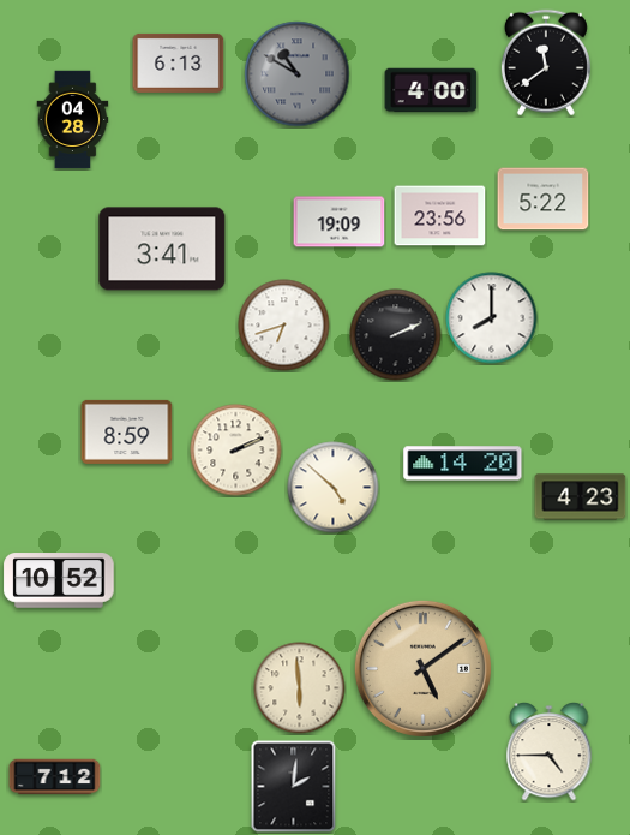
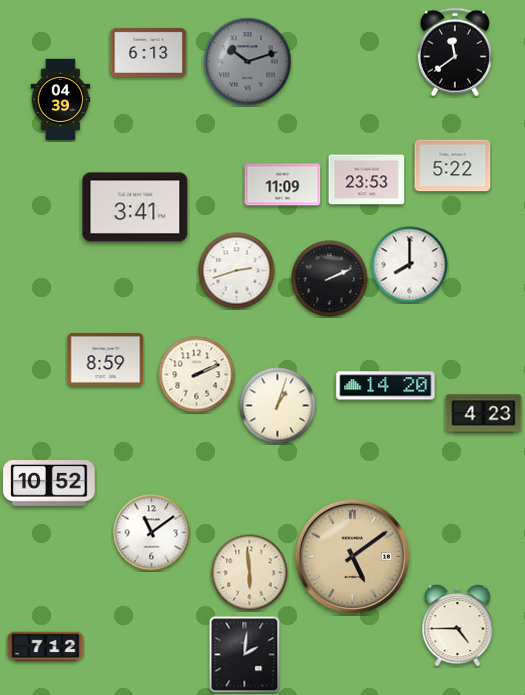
clock at (298, 74): 10:50 -> 10:12
clock at (431, 90): 4:00 -> none
clock at (73, 120): 04:28 -> 04:39
clock at (440, 216): 23:56 -> 23:53
clock at (340, 222): 19:09 -> 11:09
clock at (284, 326): 6:42 -> 2:42
clock at (334, 488): 4:52 -> 1:03
clock at (152, 533): none -> 11:09
